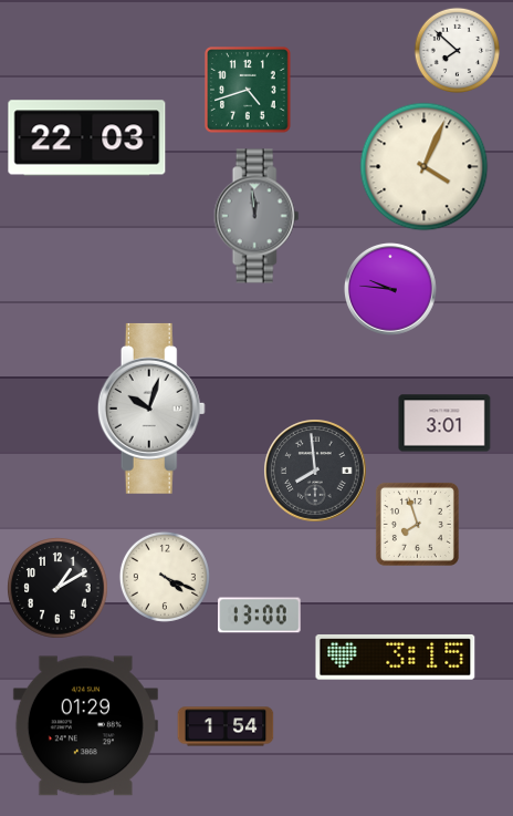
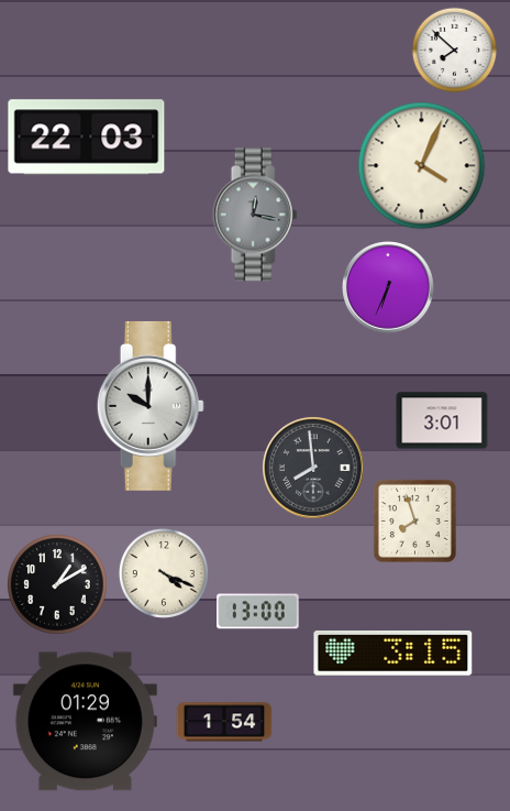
clock at (248, 90): 4:42 -> none
clock at (256, 216): 11:59 -> 12:17
clock at (391, 290): 9:46 -> 6:34
clock at (151, 409): 10:03 -> 10:00
